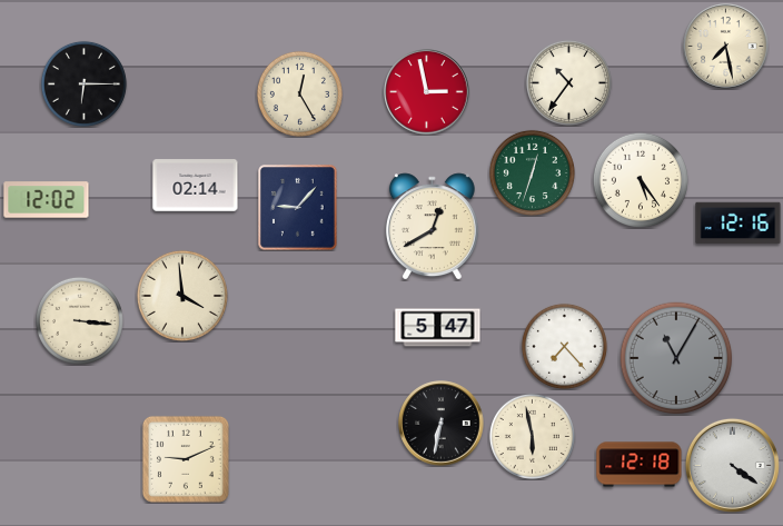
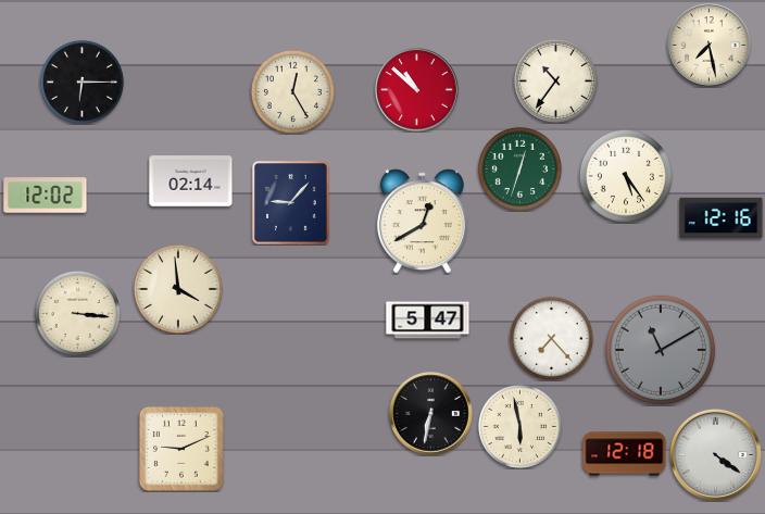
clock at (427, 92): 2:58 -> 10:52
clock at (676, 358): 11:05 -> 11:10
